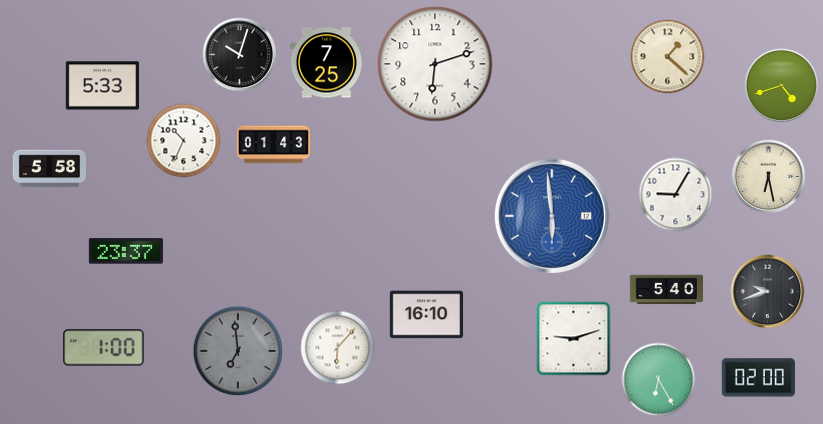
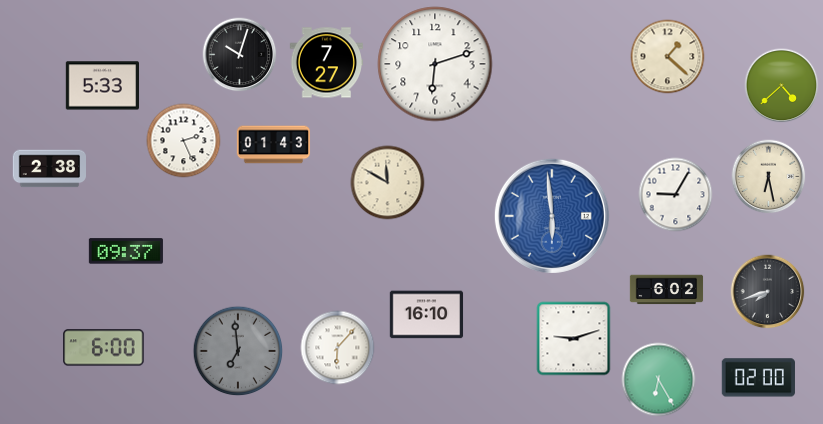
clock at (326, 63): 7:25 -> 7:27
clock at (782, 86): 4:42 -> 4:38
clock at (184, 141): 10:34 -> 2:26
clock at (50, 169): 5:58 -> 2:38
clock at (388, 183): none -> 11:50
clock at (126, 251): 23:37 -> 09:37
clock at (667, 290): 5:40 -> 6:02
clock at (768, 292): 9:42 -> 7:42
clock at (104, 348): 1:00 -> 6:00
